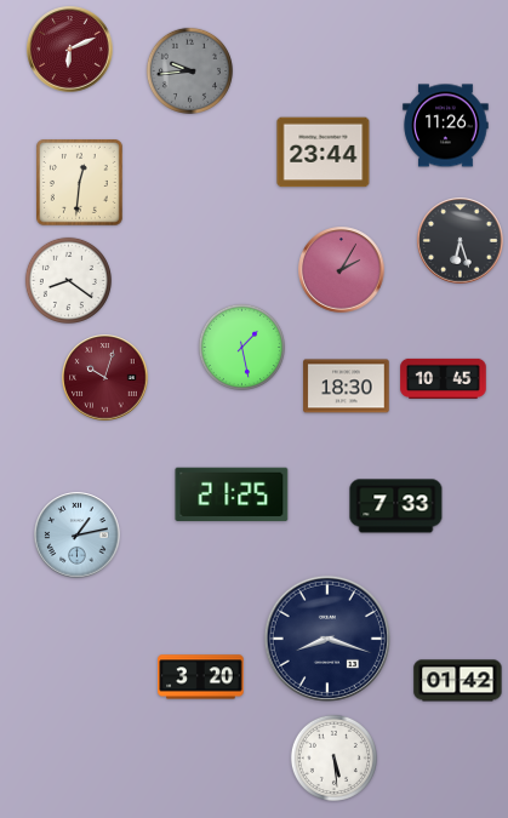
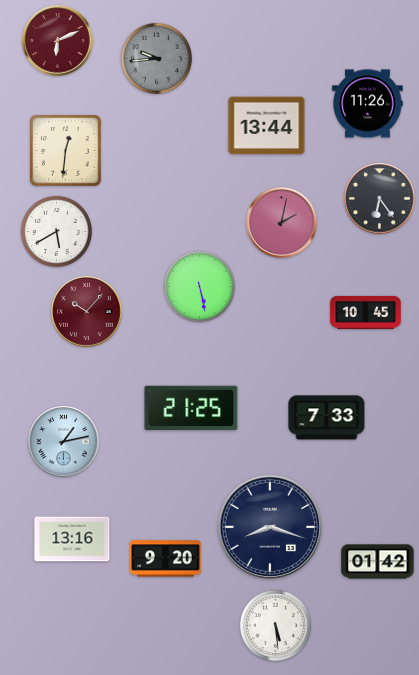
clock at (324, 153): 23:44 -> 13:44
clock at (461, 241): 6:27 -> 6:24
clock at (342, 270): 2:05 -> 2:02
clock at (68, 280): 8:21 -> 5:40
clock at (241, 347): 1:28 -> 5:28
clock at (105, 378): 10:03 -> 10:07
clock at (347, 387): 18:30 -> none
clock at (72, 539): none -> 13:16
clock at (201, 677): 3:20 -> 9:20
